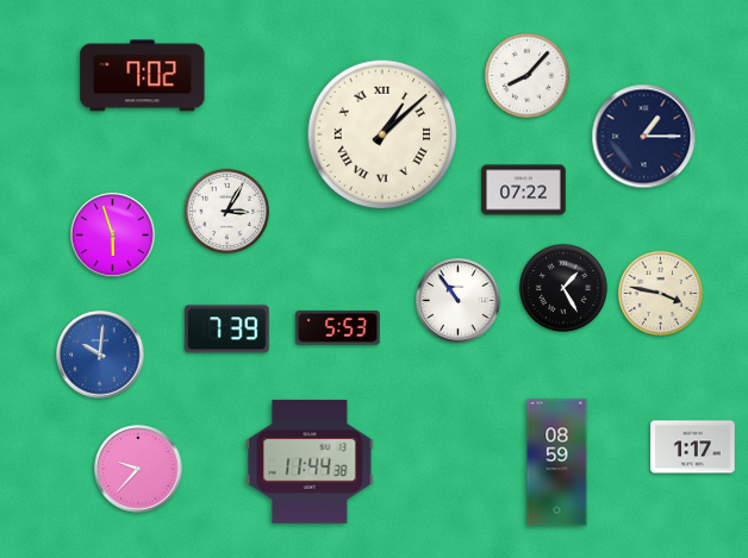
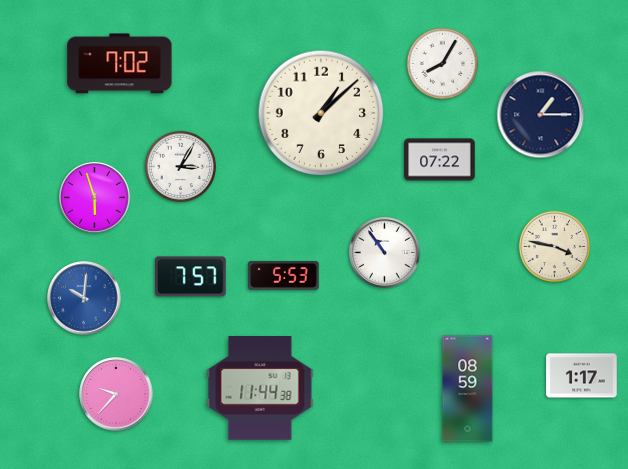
clock at (526, 75): 8:07 -> 8:05
clock at (382, 134) numerals: Roman -> Arabic
clock at (226, 211) position: (226, 211) -> (180, 166)
clock at (563, 288): 1:25 -> none
clock at (227, 330): 7:39 -> 7:57
